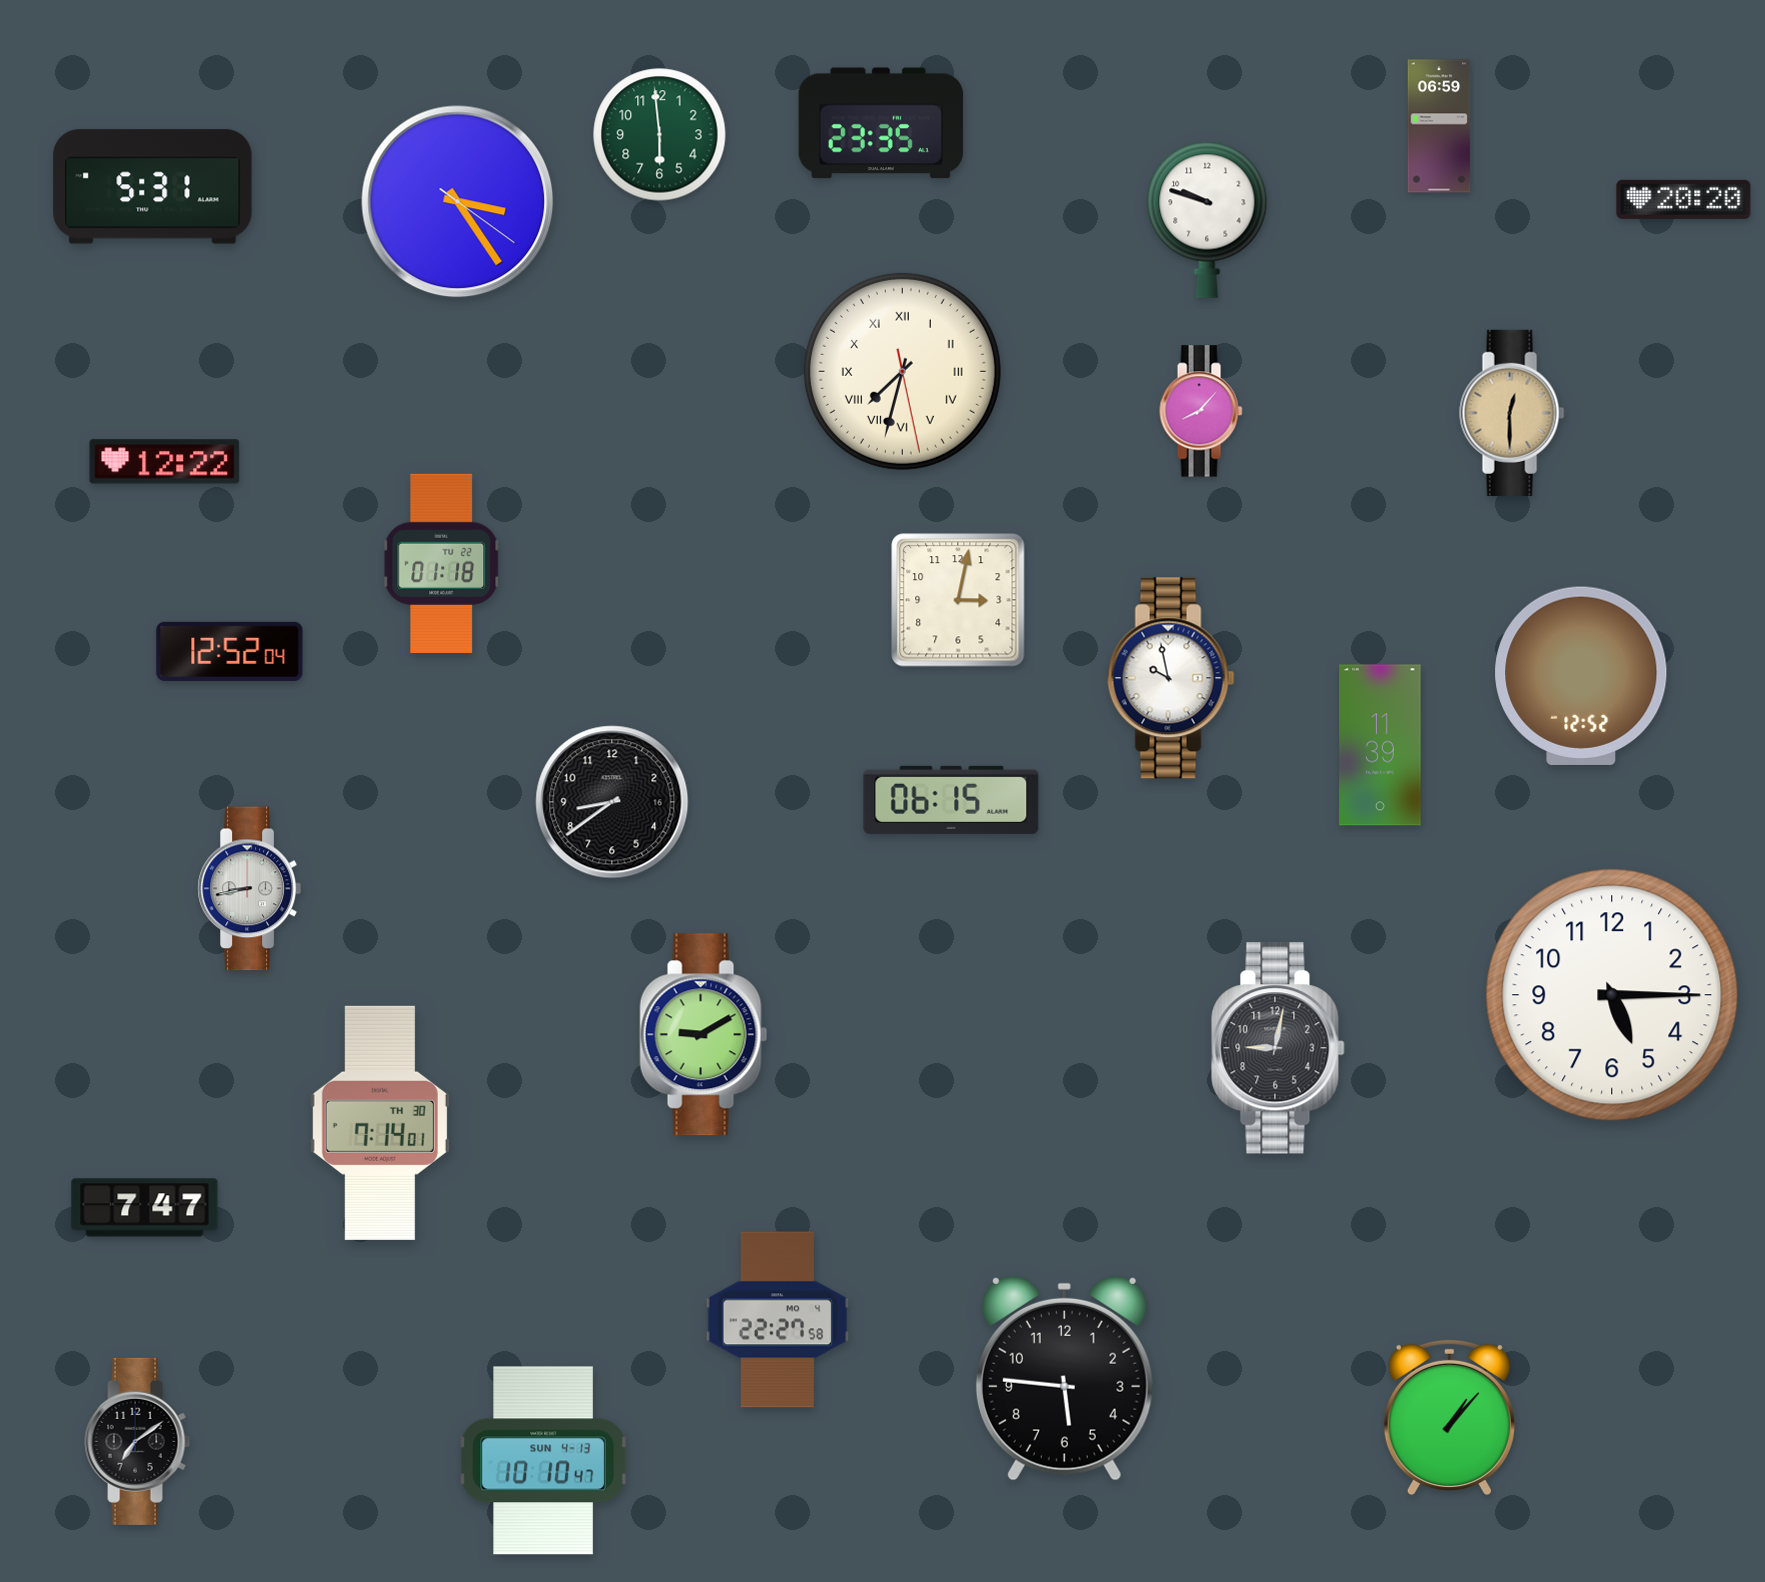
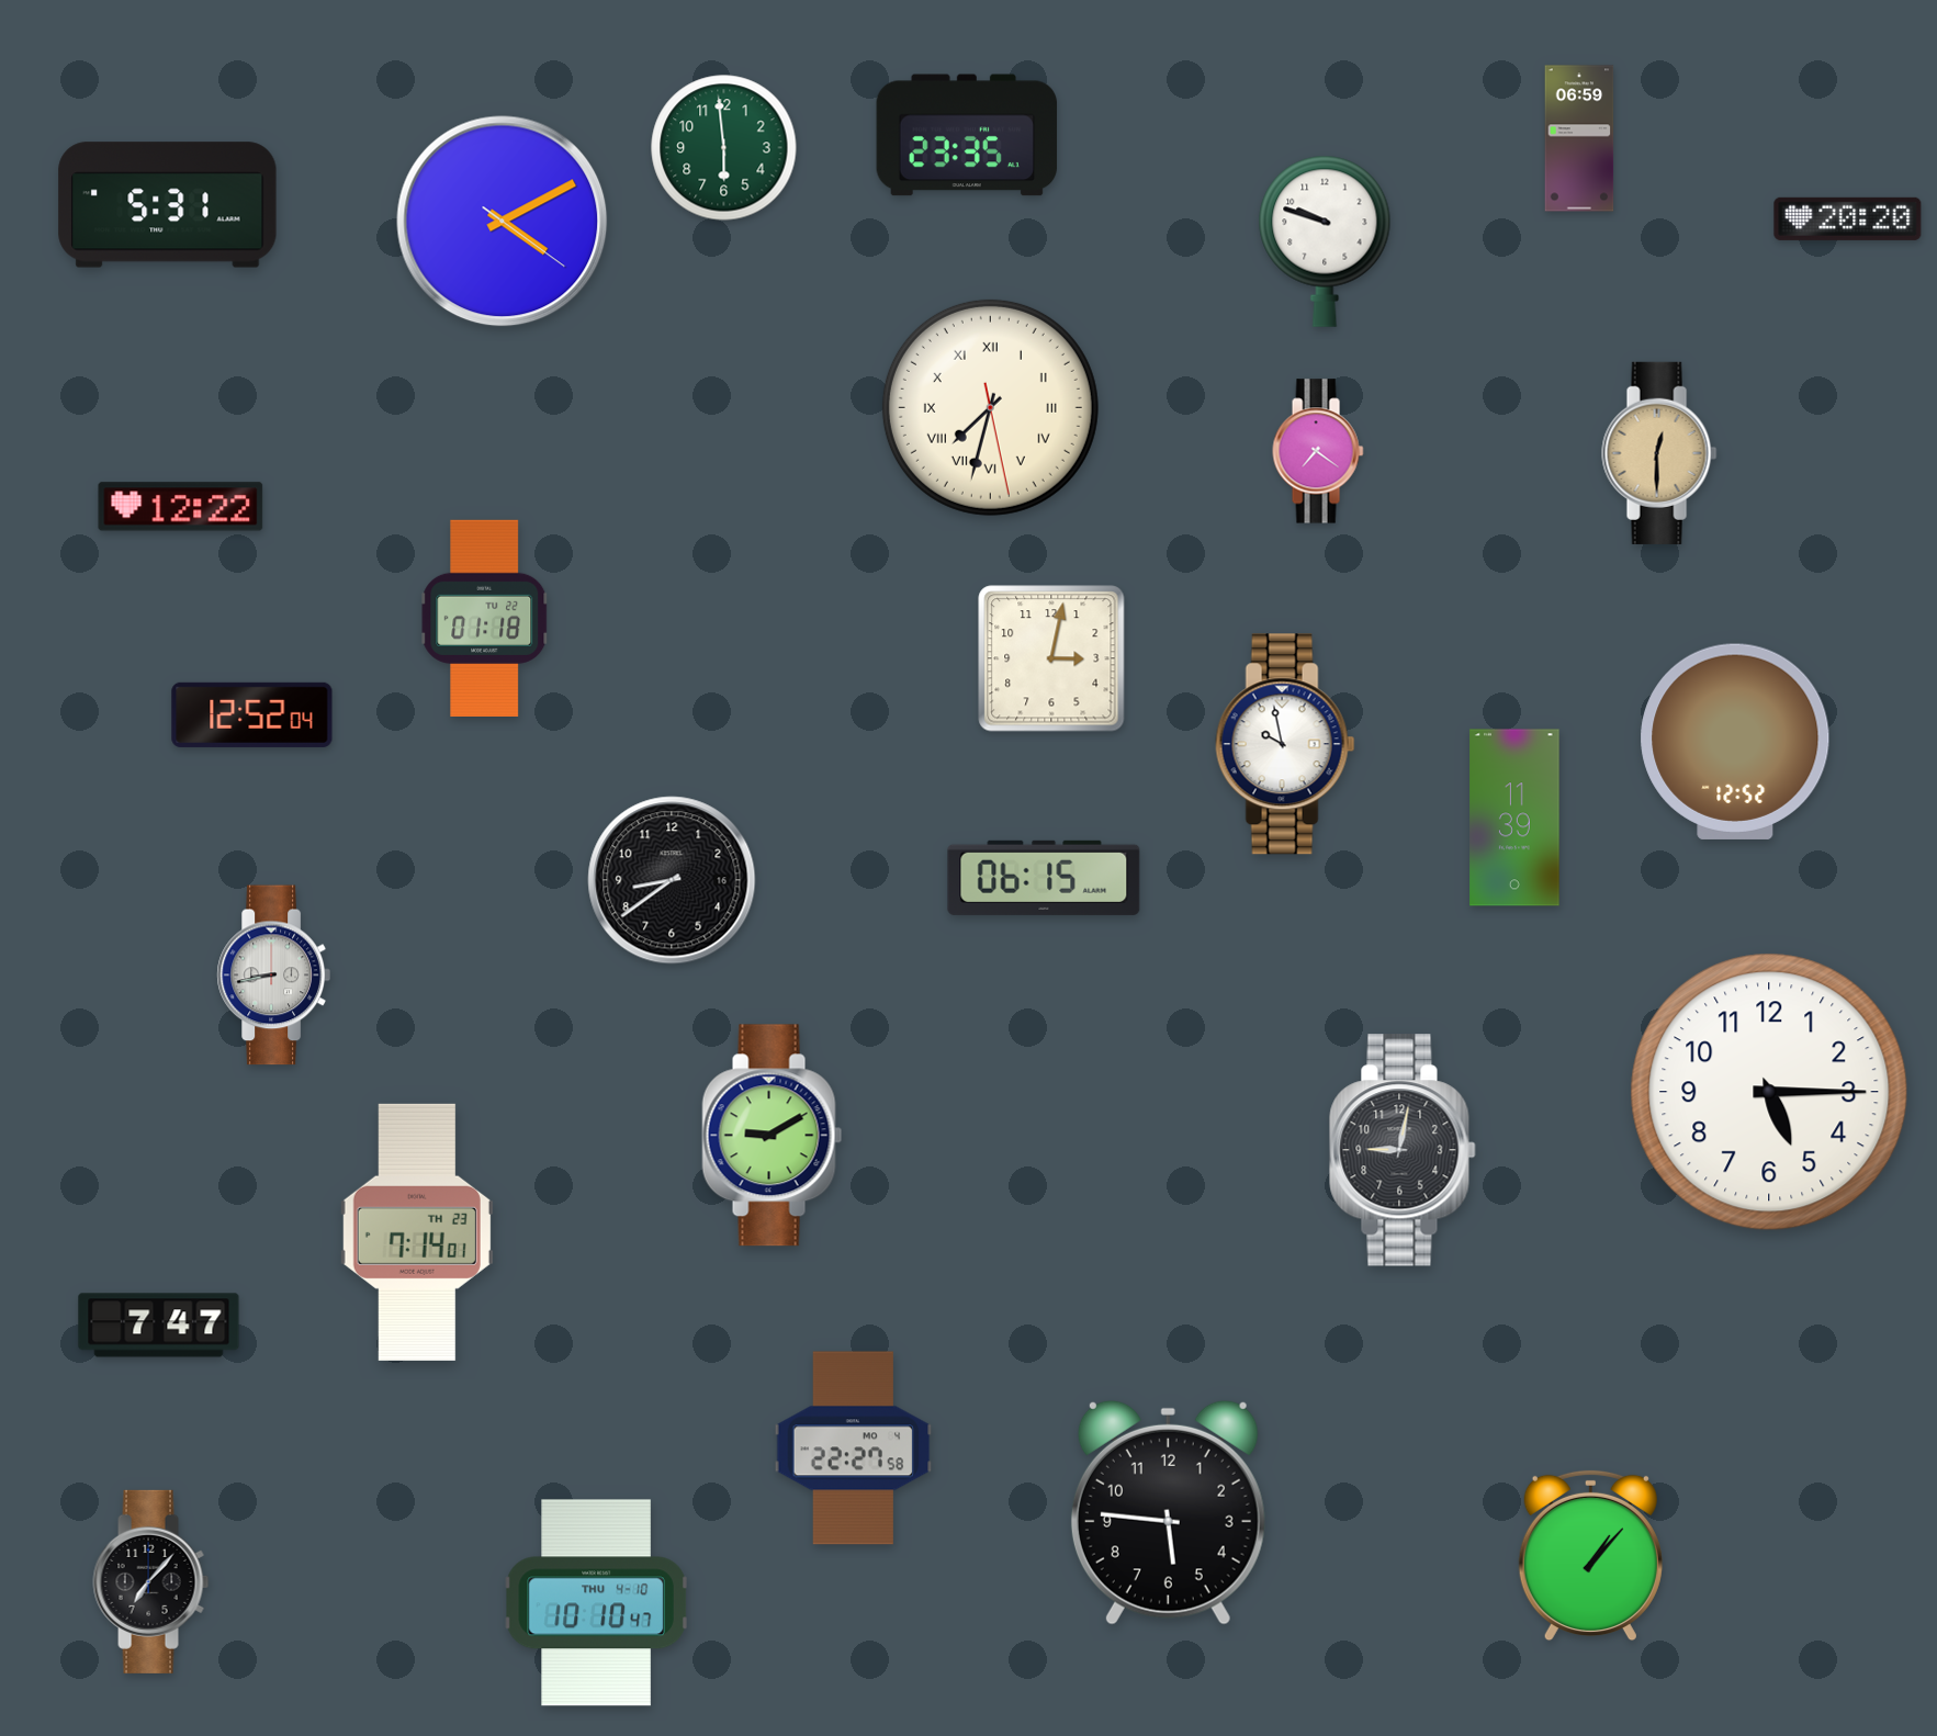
clock at (458, 202): 3:24 -> 4:10
clock at (1201, 411): 8:07 -> 7:21
clock at (380, 1123) date: TH 30 -> TH 23
clock at (138, 1441): 7:09 -> 7:07
clock at (543, 1461) date: SUN 4-13 -> THU 4-10
